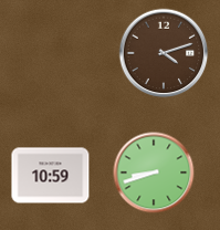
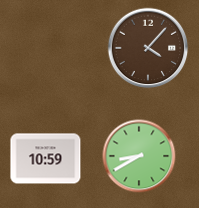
clock at (164, 53): 4:12 -> 4:07
clock at (154, 172): 8:42 -> 8:40
